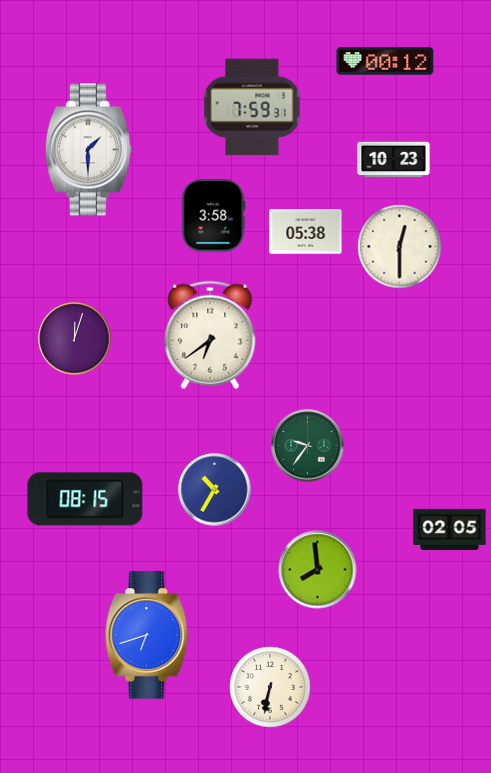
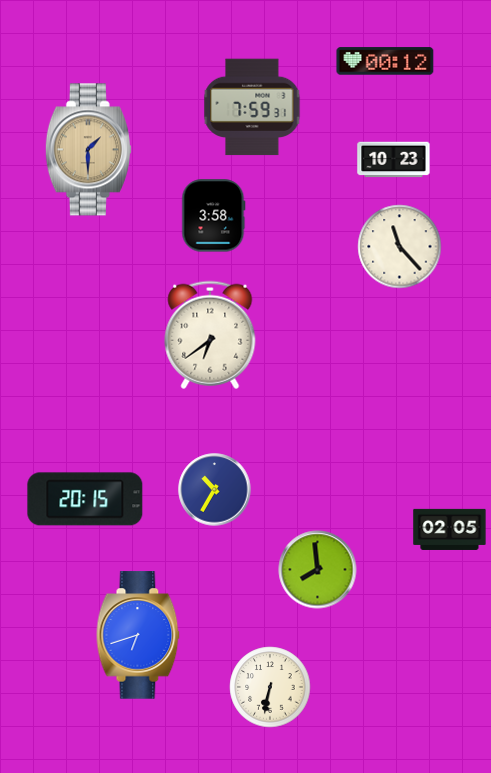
clock at (88, 150) dial: white -> champagne
clock at (306, 232): 05:38 -> none
clock at (400, 247): 12:30 -> 11:23
clock at (75, 339): 12:03 -> none
clock at (308, 446): 9:36 -> none
clock at (85, 499): 08:15 -> 20:15
clock at (147, 635) position: (147, 635) -> (138, 635)
